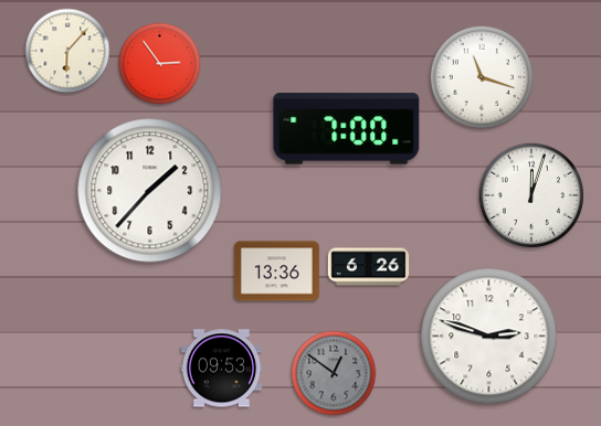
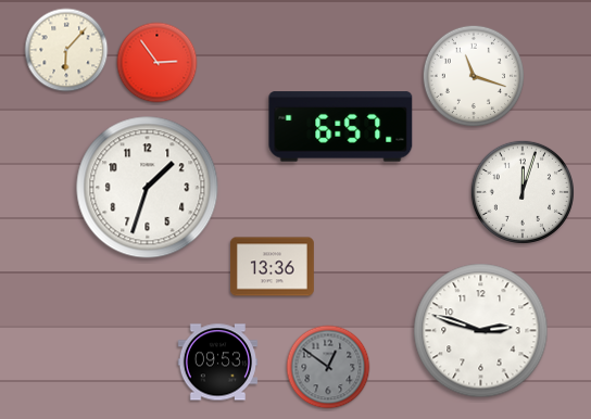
clock at (347, 129): 7:00 -> 6:57
clock at (150, 191): 1:37 -> 1:33
clock at (369, 267): 6:26 -> none
